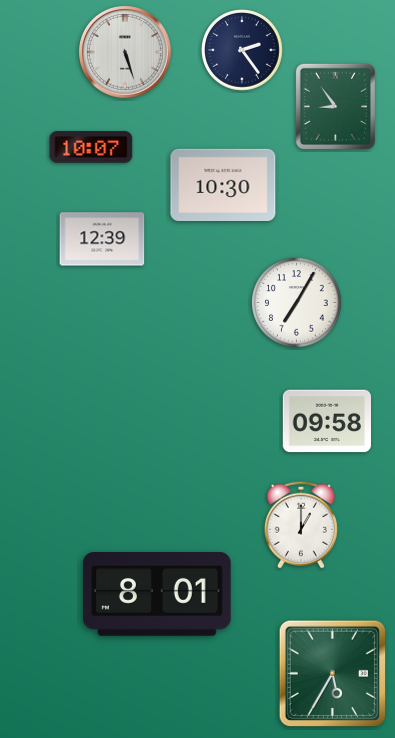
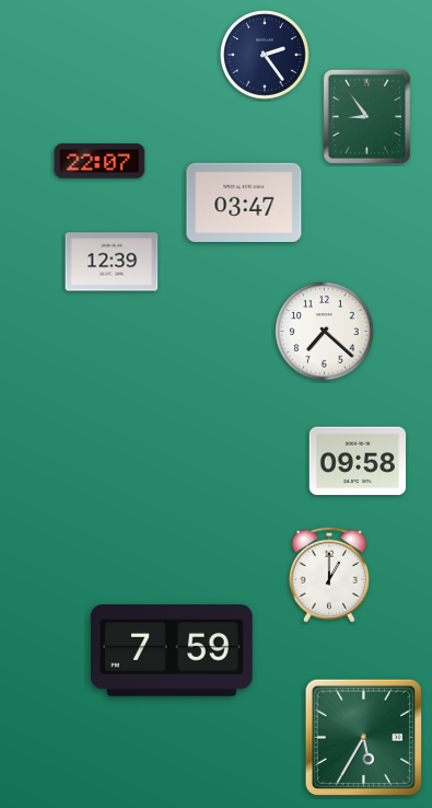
clock at (125, 52): 5:27 -> none
clock at (91, 147): 10:07 -> 22:07
clock at (223, 184): 10:30 -> 03:47
clock at (297, 303): 7:05 -> 7:22
clock at (158, 594): 8:01 -> 7:59
